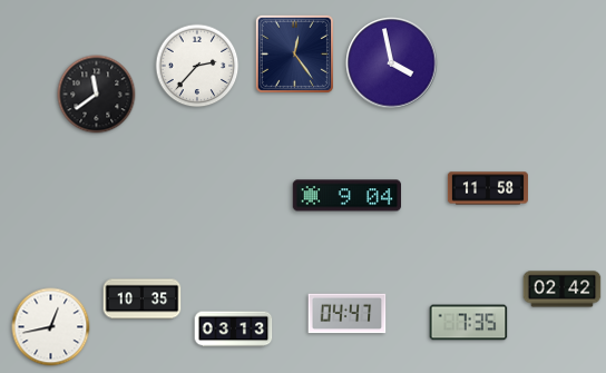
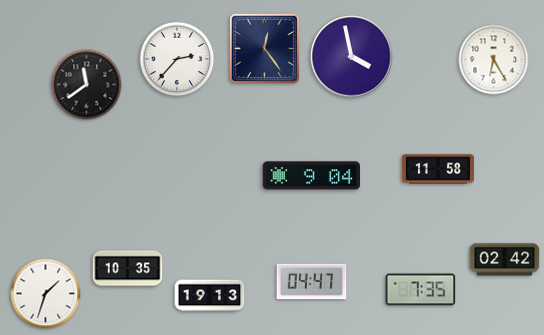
clock at (494, 60): none -> 6:25
clock at (51, 327): 12:43 -> 1:33
clock at (234, 330): 03:13 -> 19:13
